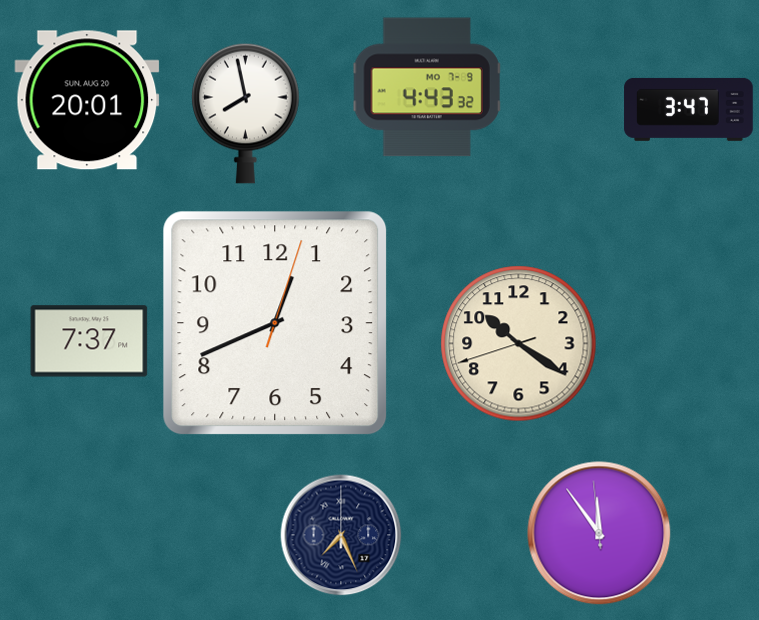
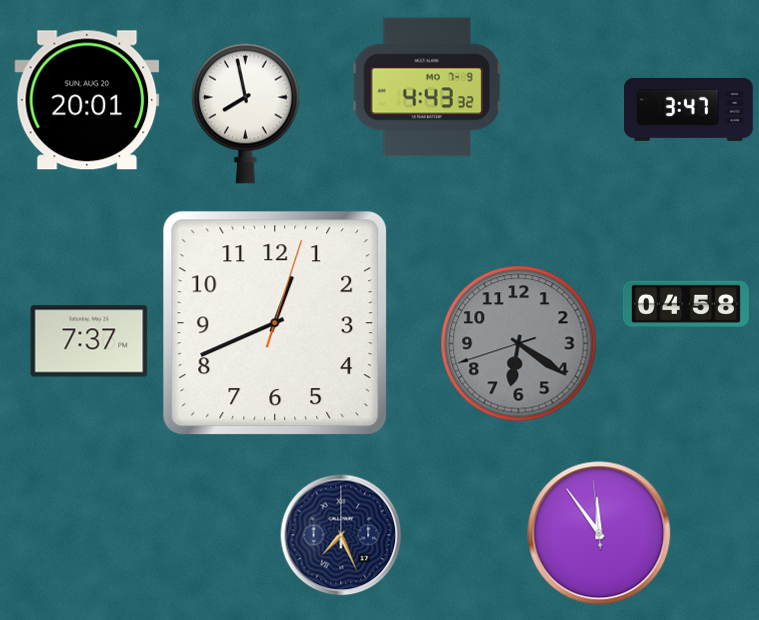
clock at (686, 304): none -> 04:58
clock at (519, 344): 10:20 -> 6:20
clock at (519, 344) dial: cream -> grey
